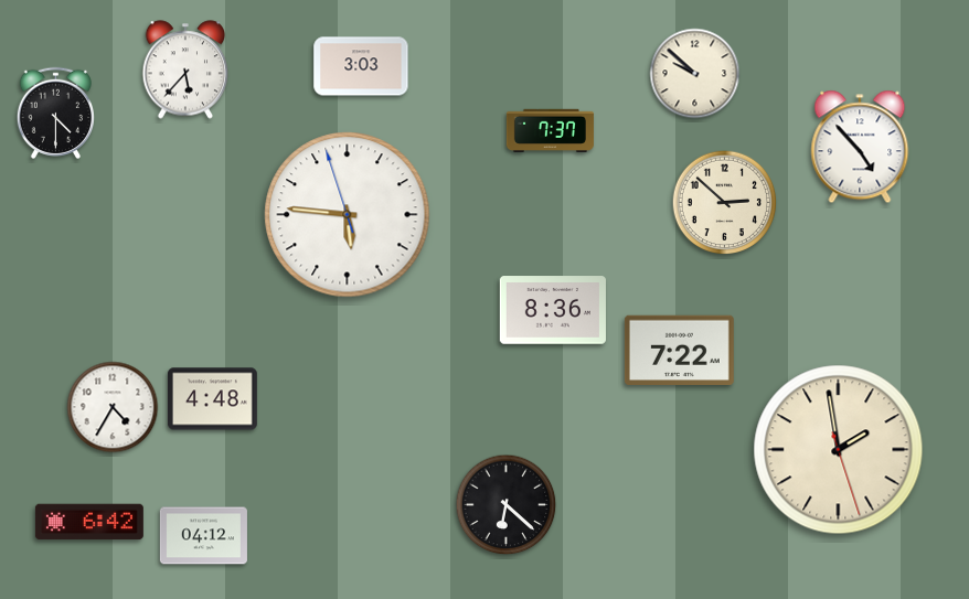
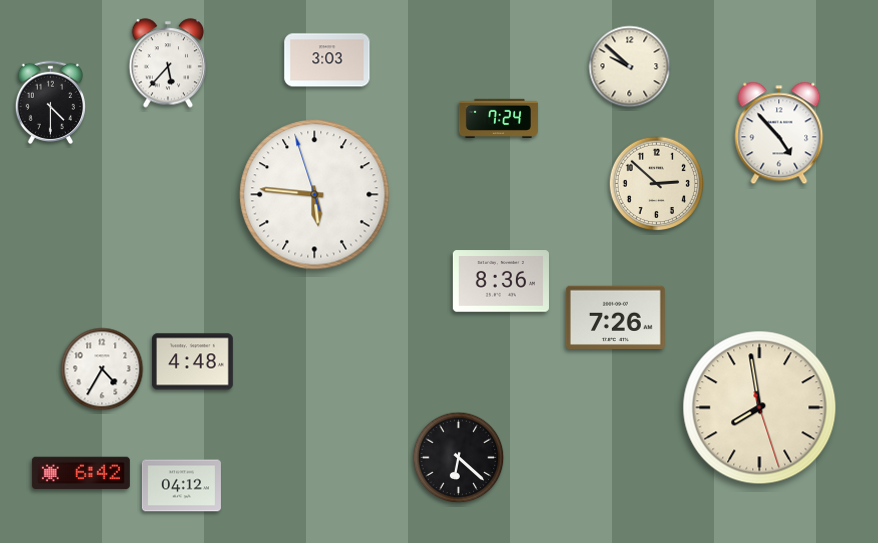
clock at (550, 130): 7:37 -> 7:24
clock at (679, 350): 7:22 -> 7:26
clock at (839, 450): 1:58 -> 7:58
clock at (203, 536) position: (203, 536) -> (181, 486)
